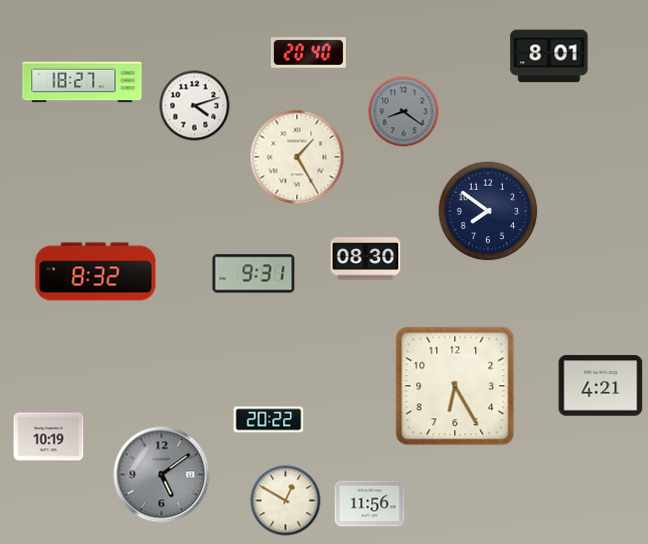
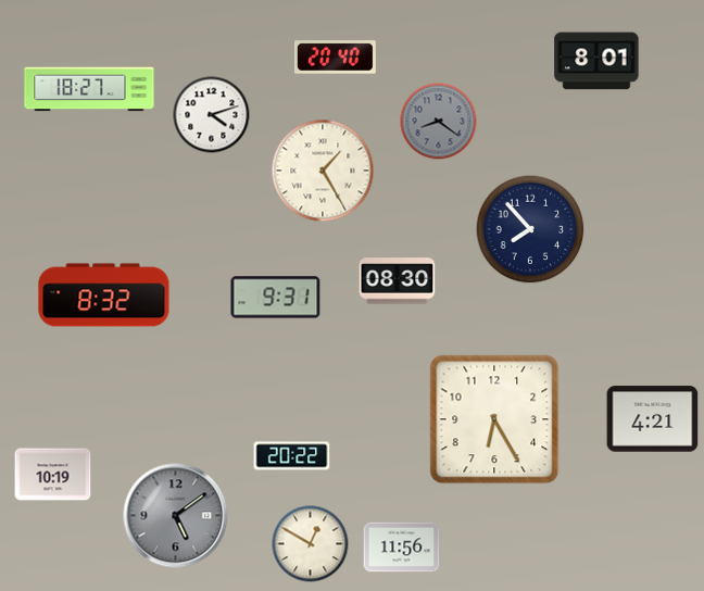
clock at (488, 211): 7:51 -> 7:53
